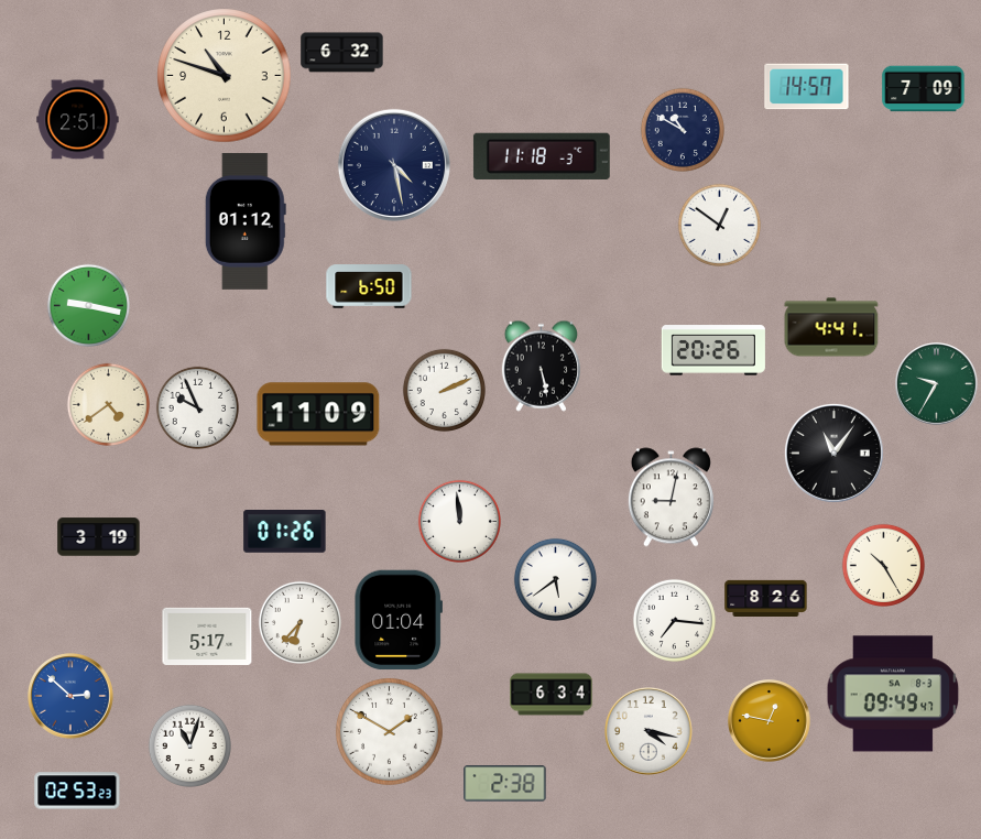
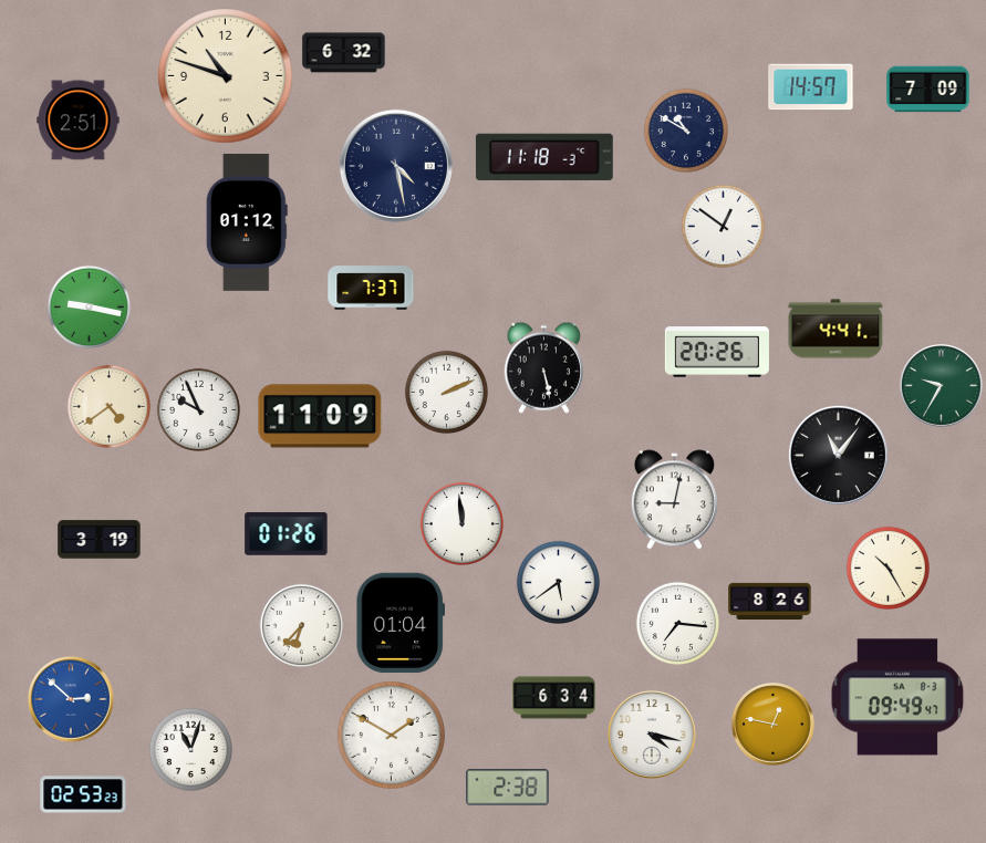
clock at (369, 286): 6:50 -> 7:37
clock at (207, 636): 5:17 -> none
clock at (77, 791) position: (77, 791) -> (83, 794)
